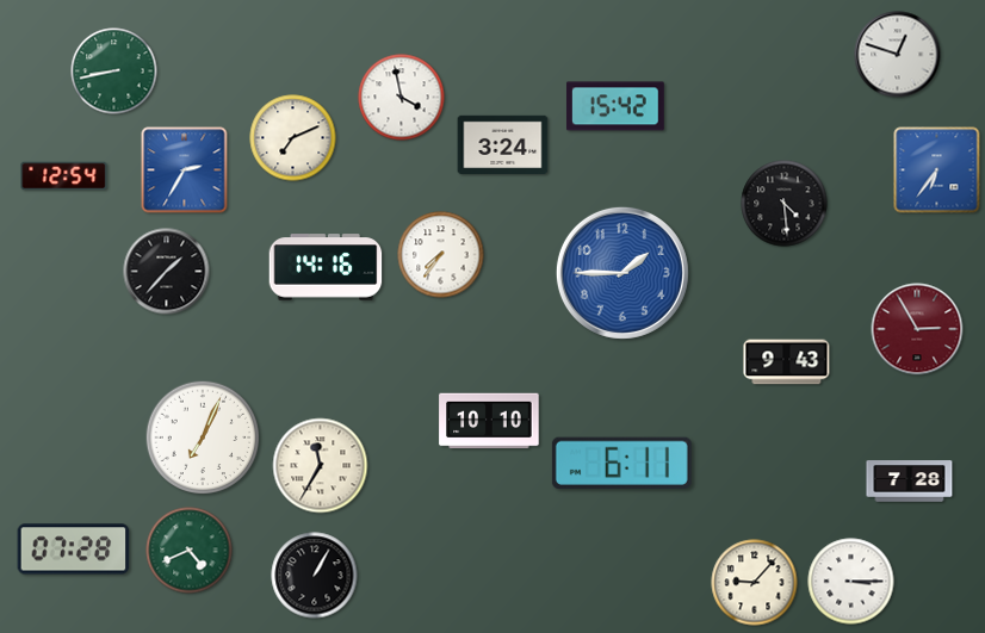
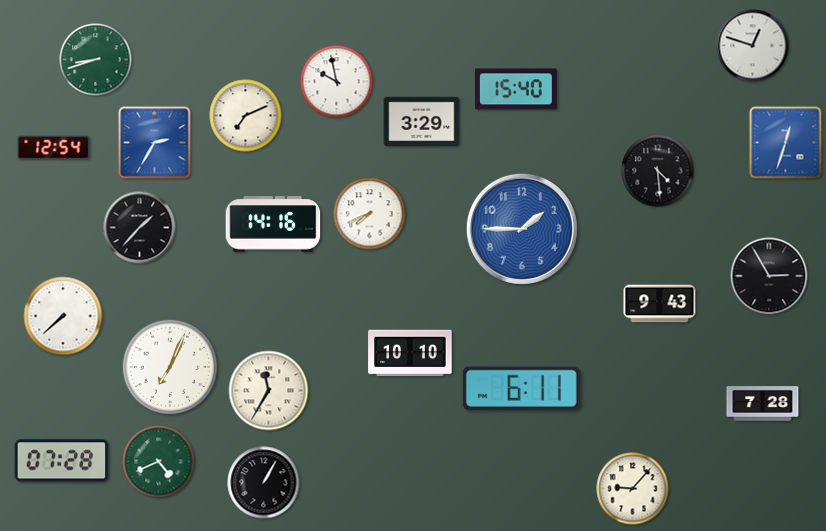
clock at (114, 72): 8:43 -> 8:42
clock at (402, 98): 3:58 -> 9:58
clock at (615, 106): 15:42 -> 15:40
clock at (503, 145): 3:24 -> 3:29
clock at (937, 170): 6:36 -> 12:33
clock at (441, 255): 7:36 -> 7:41
clock at (917, 329) dial: burgundy -> black
clock at (63, 316): none -> 7:38
clock at (851, 582): 3:15 -> none
